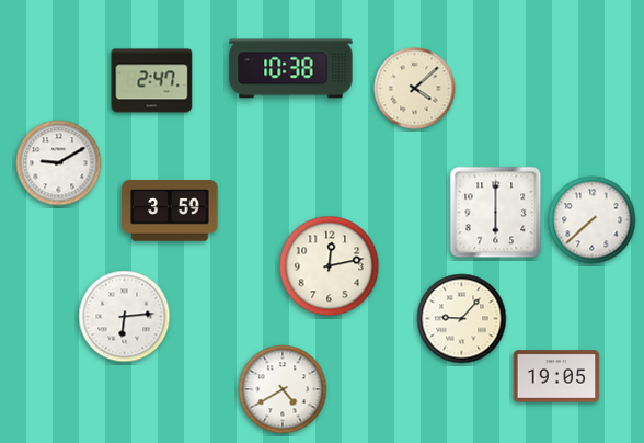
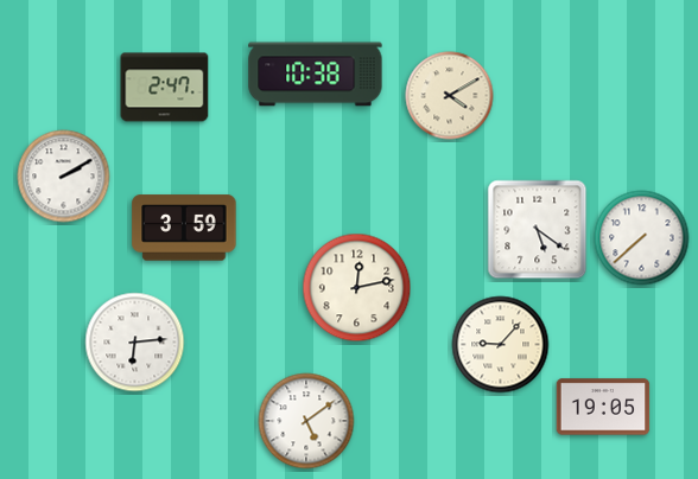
clock at (415, 89): 4:08 -> 4:10
clock at (59, 163): 9:10 -> 2:10
clock at (496, 213): 6:00 -> 5:21
clock at (283, 389): 4:40 -> 5:09
